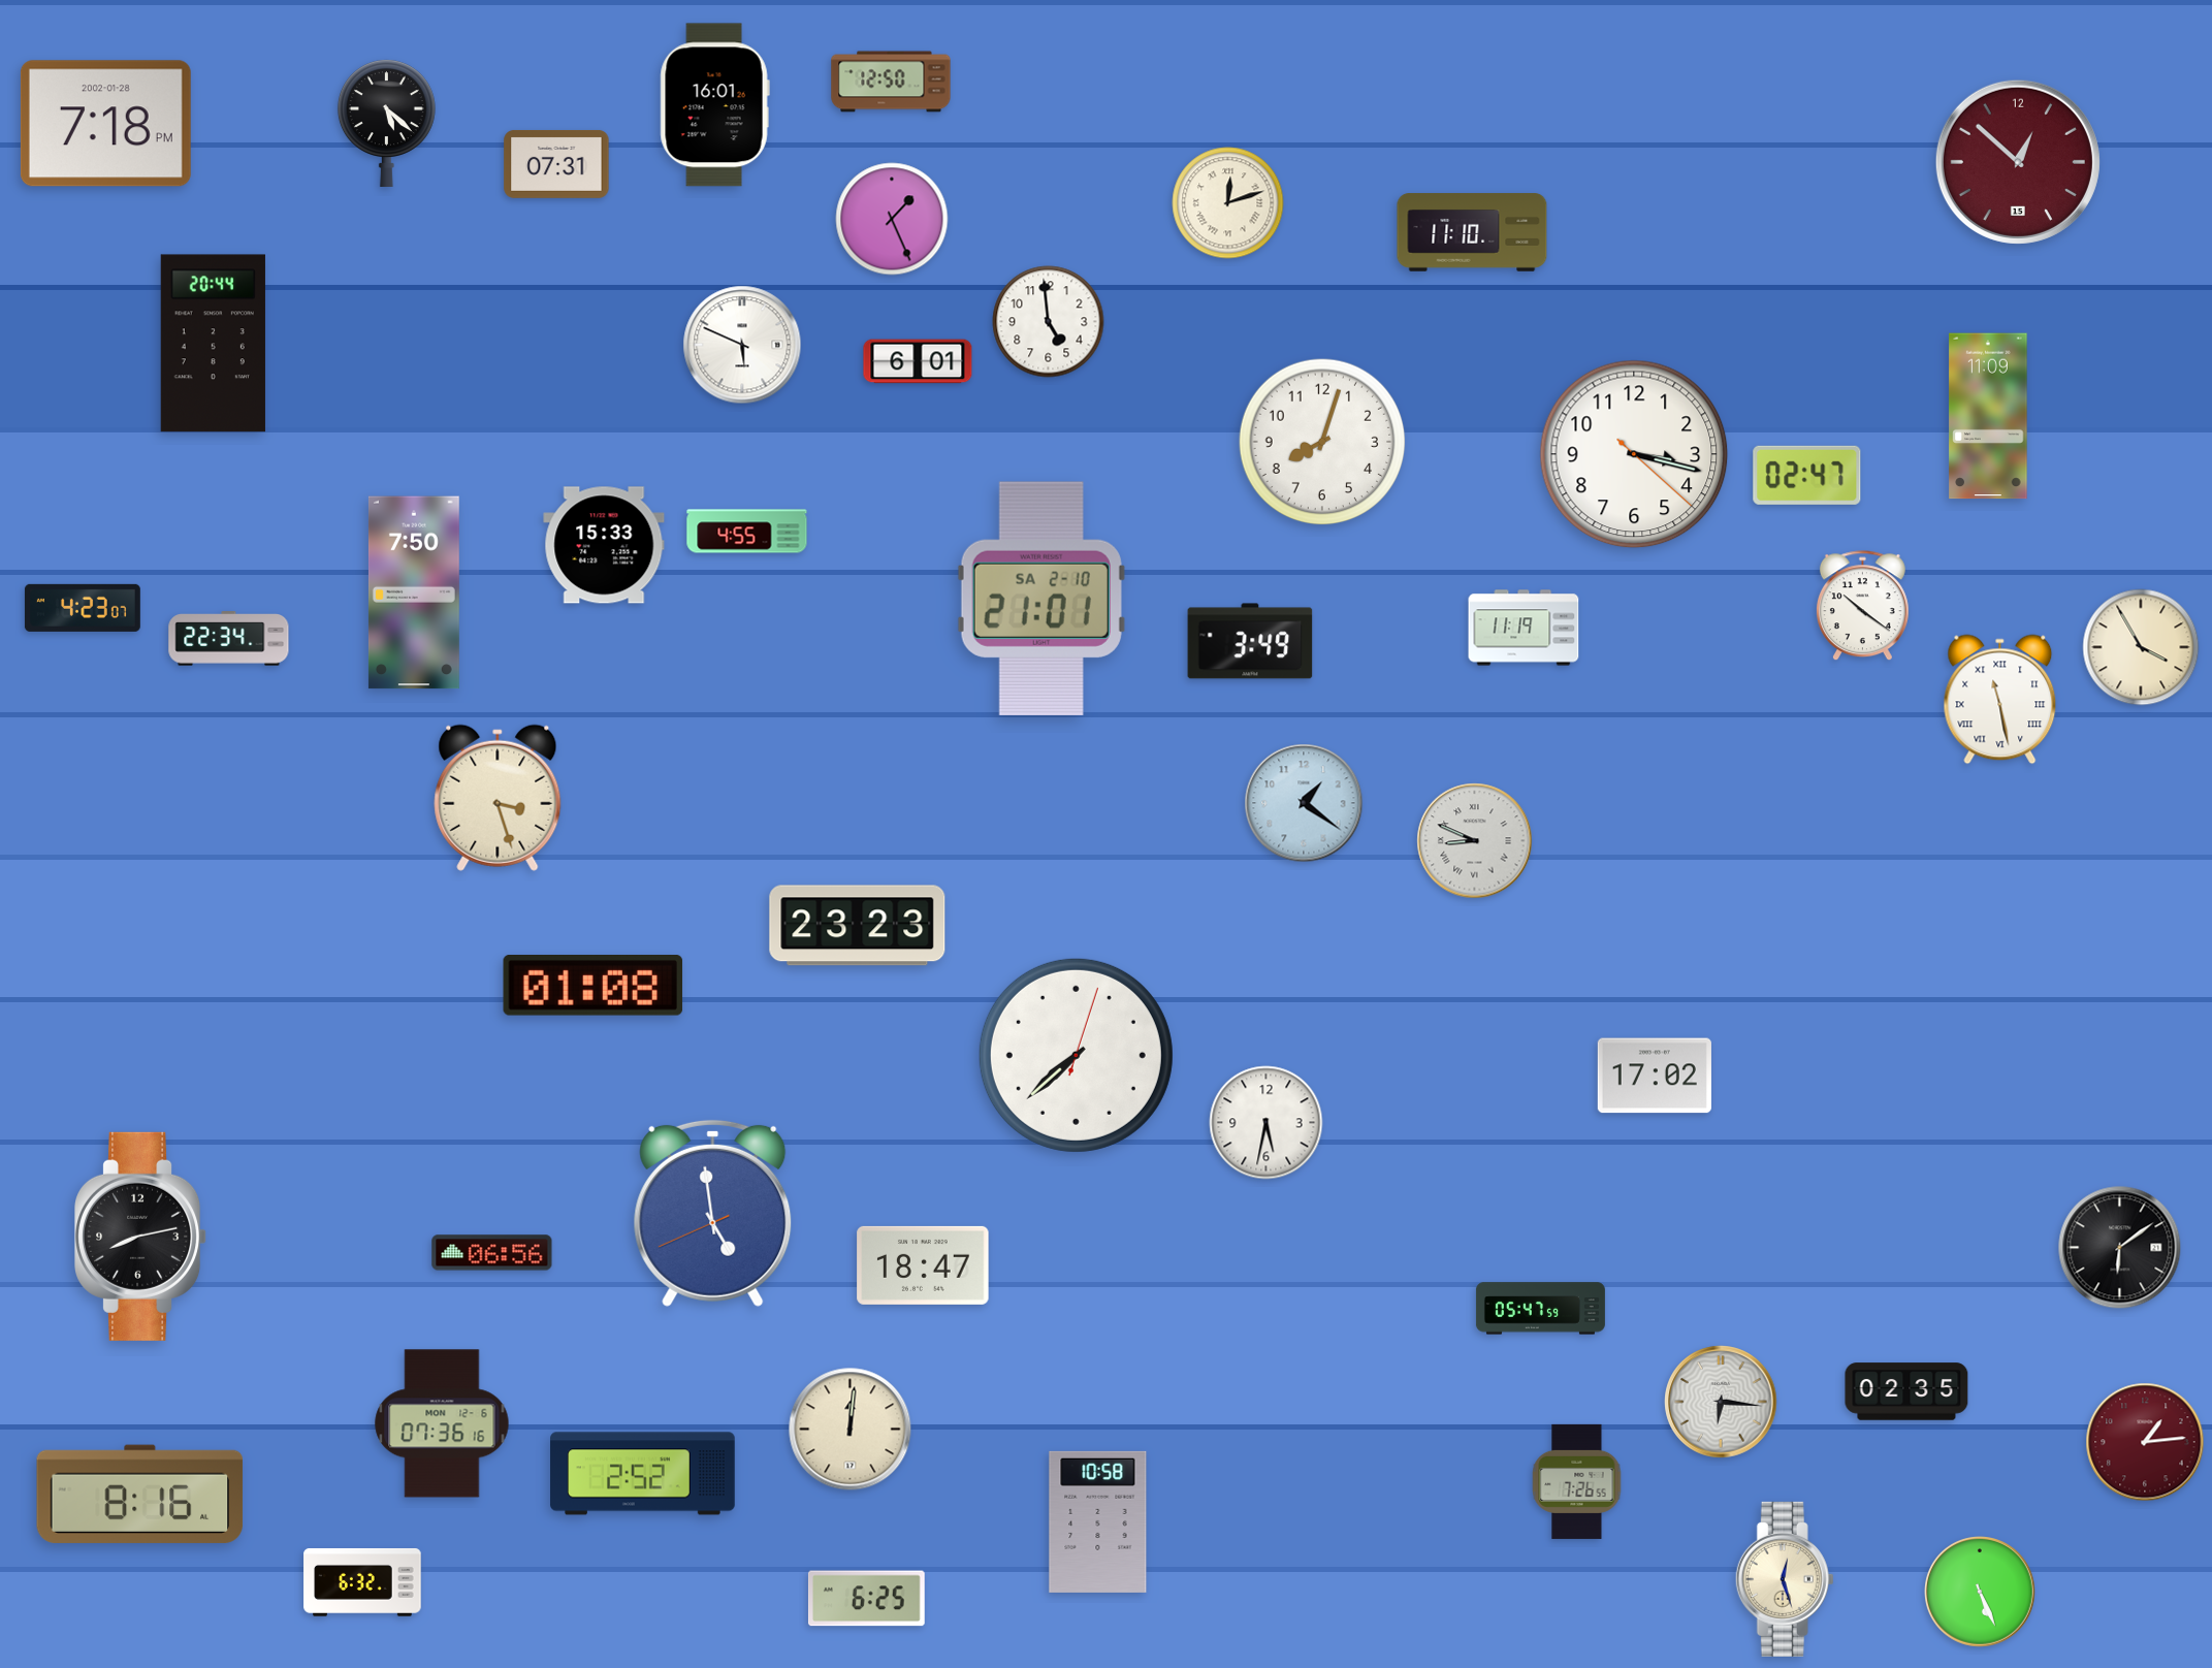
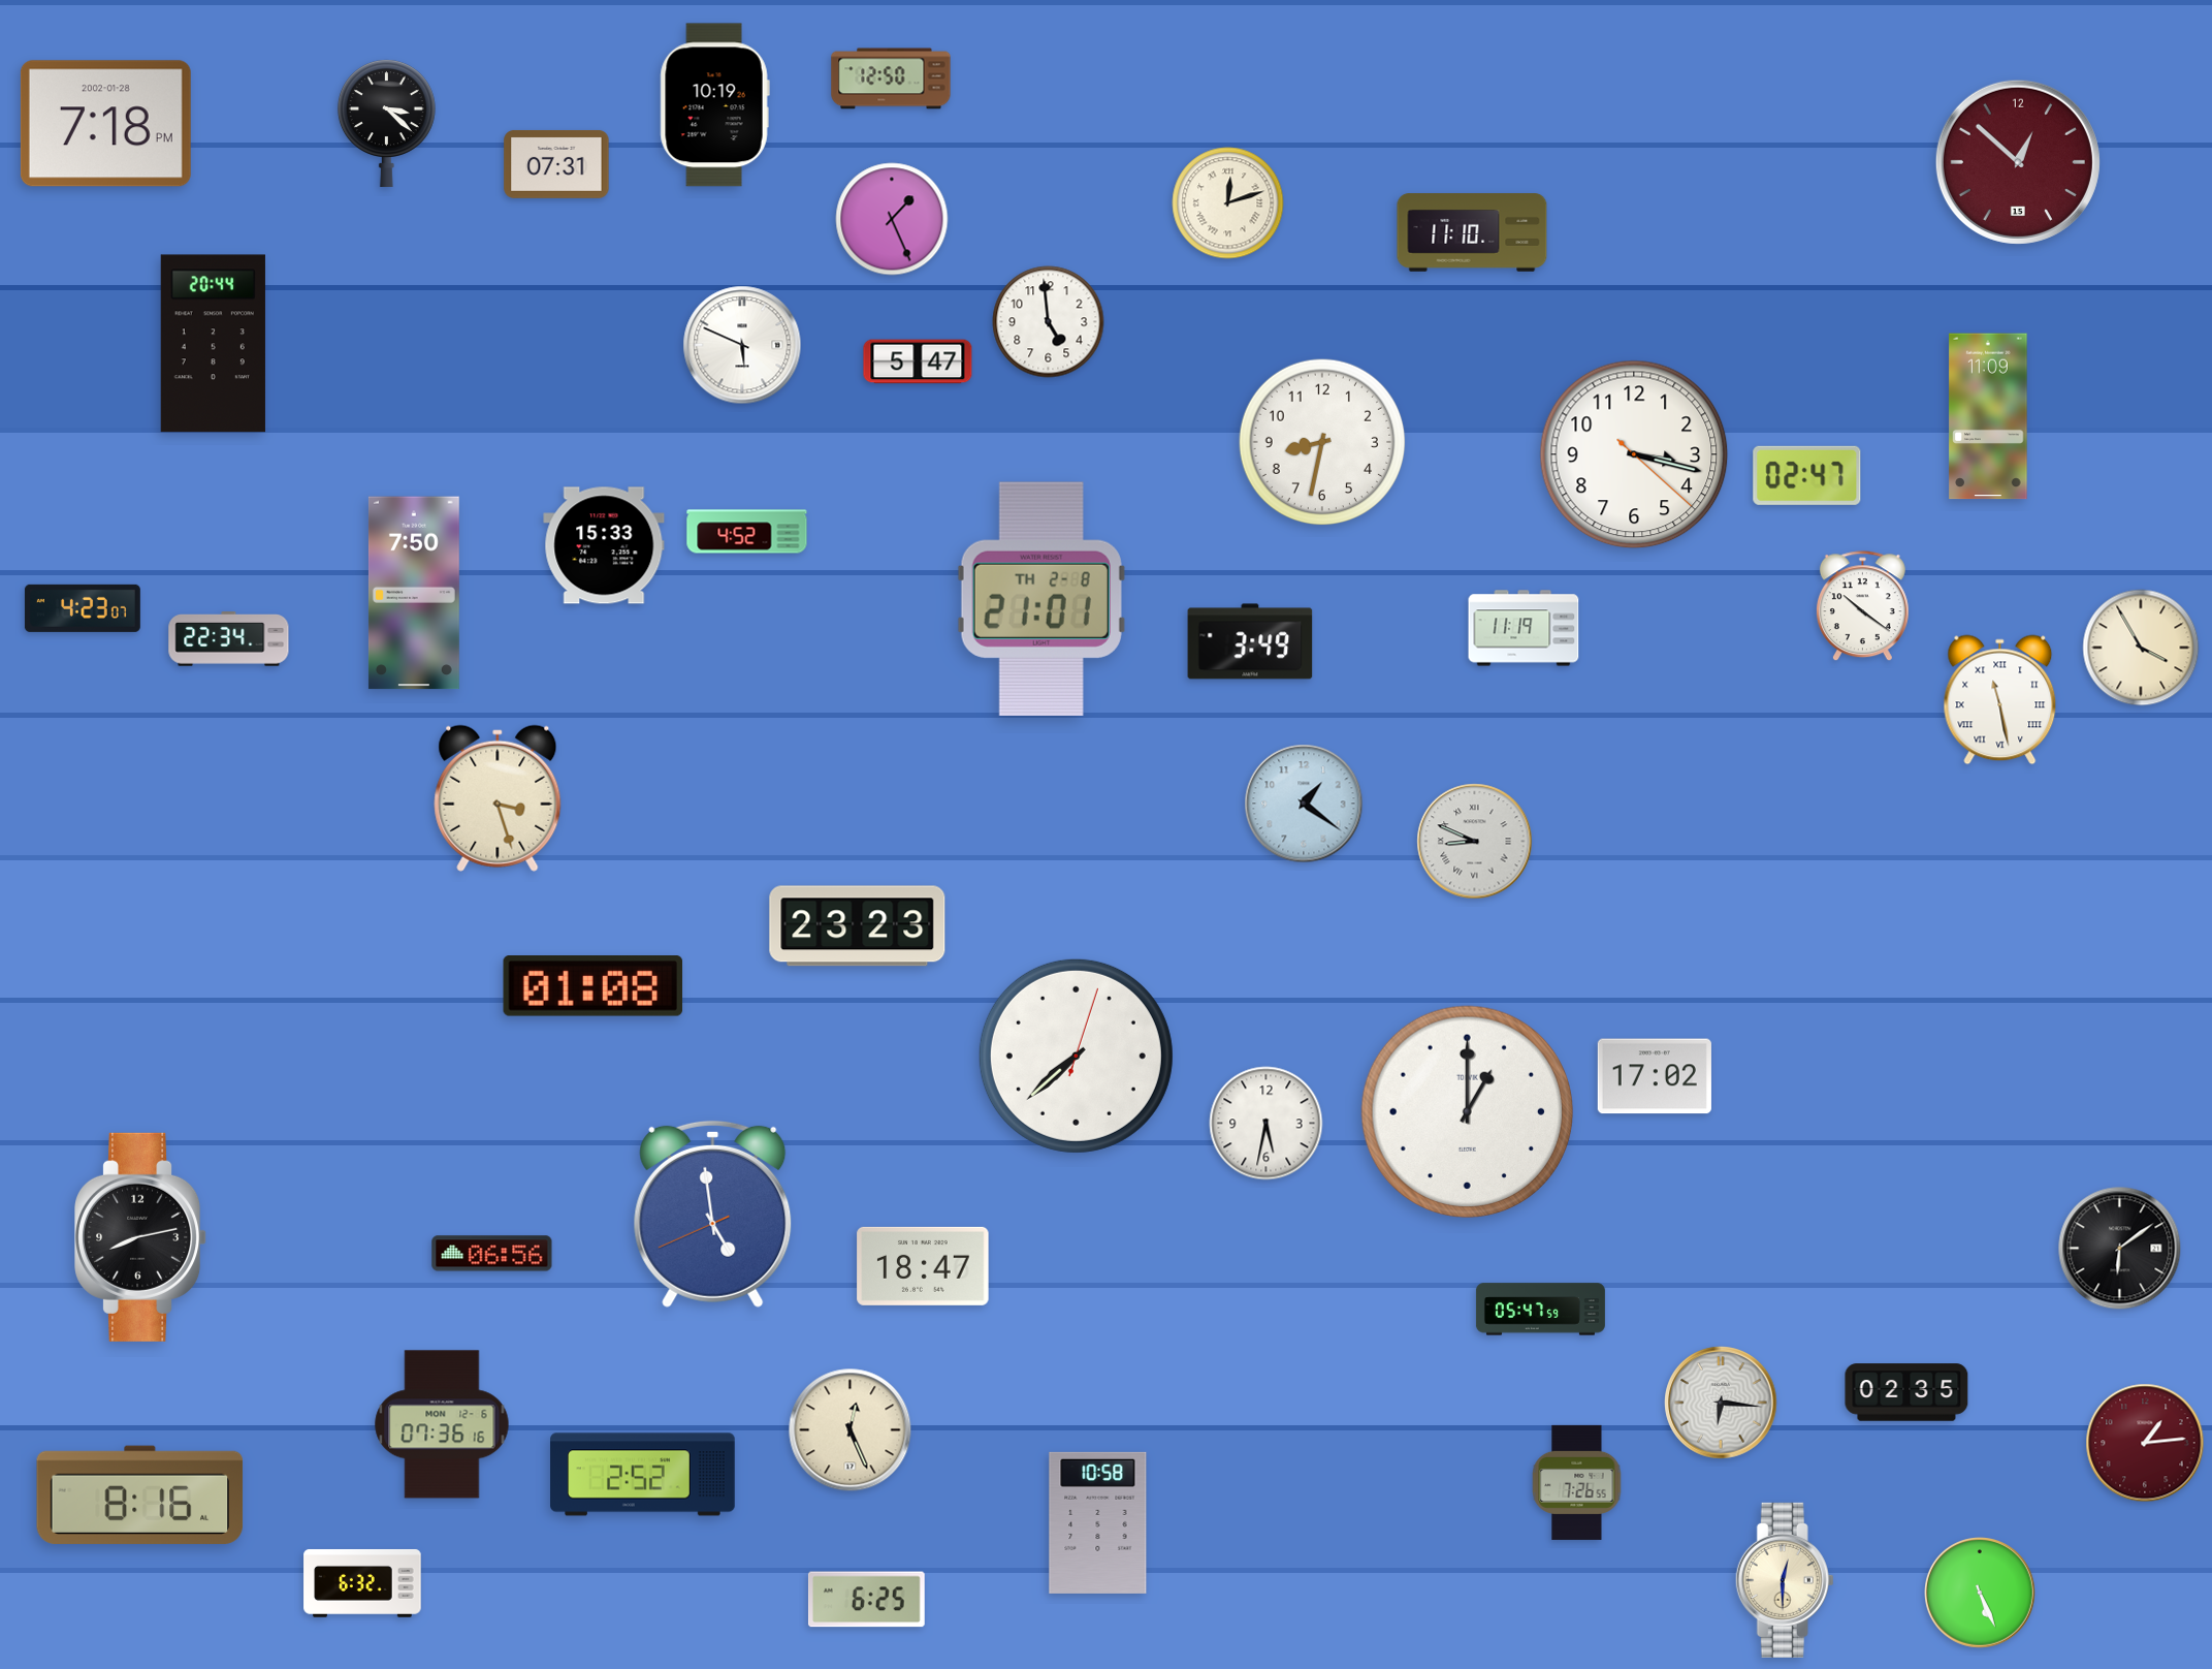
clock at (891, 82) position: (891, 82) -> (891, 78)
clock at (714, 105): 16:01 -> 10:19
clock at (386, 123): 5:22 -> 3:22
clock at (918, 361): 6:01 -> 5:47
clock at (1322, 442): 8:03 -> 8:32
clock at (747, 532): 4:55 -> 4:52
clock at (1041, 599) date: SA 2-10 -> TH 2-8
clock at (1467, 1111): none -> 1:00
clock at (851, 1430): 12:01 -> 12:26
clock at (1785, 1579): 12:27 -> 12:30
